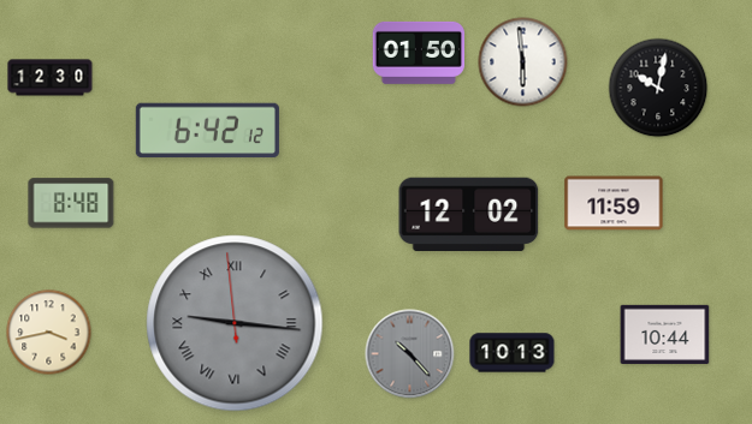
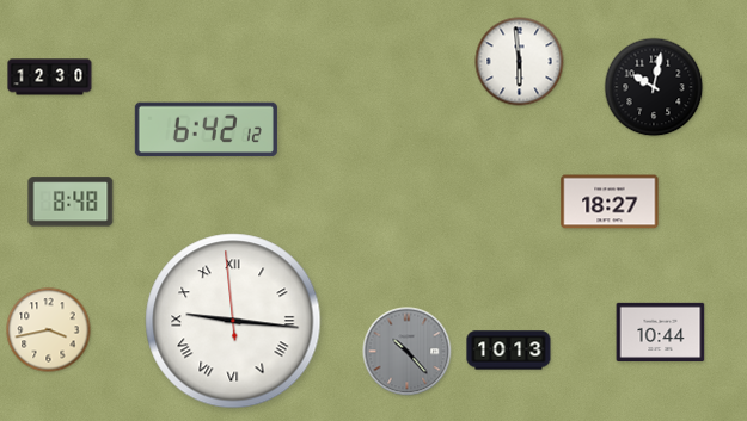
clock at (418, 53): 01:50 -> none
clock at (614, 203): 11:59 -> 18:27
clock at (469, 214): 12:02 -> none
clock at (235, 323) dial: grey -> white
